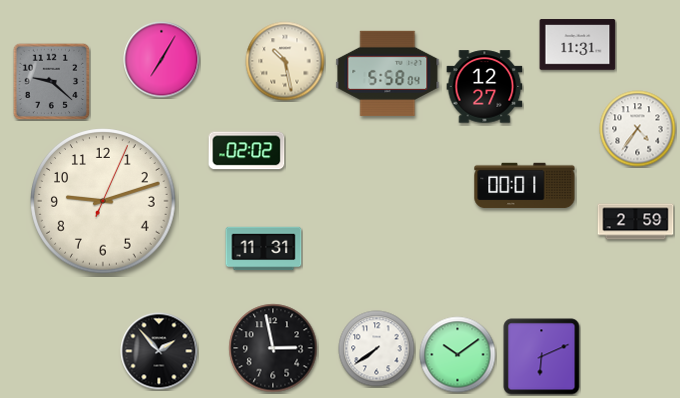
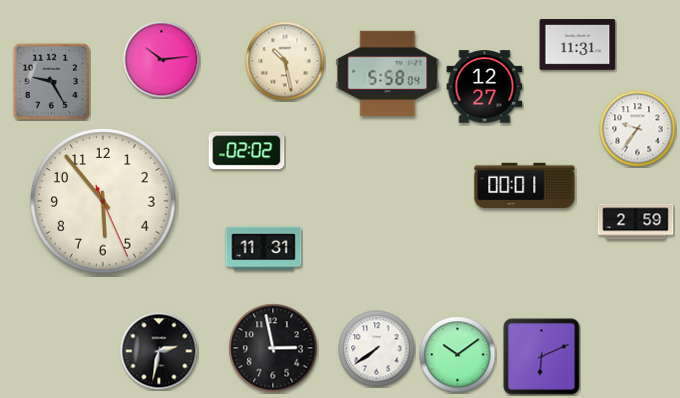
clock at (162, 60): 7:05 -> 10:14
clock at (51, 81): 9:22 -> 9:25
clock at (638, 129): 4:36 -> 9:36
clock at (103, 201): 9:12 -> 5:53
clock at (159, 351): 1:53 -> 2:32
